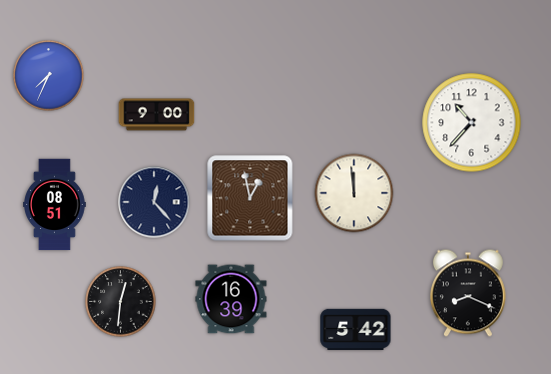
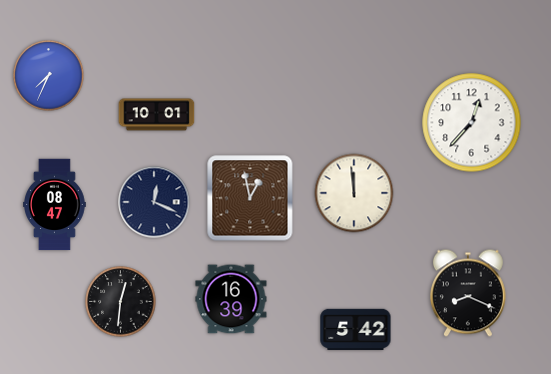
clock at (157, 115): 9:00 -> 10:01
clock at (472, 123): 10:37 -> 12:37
clock at (154, 202): 12:23 -> 12:19
clock at (55, 205): 08:51 -> 08:47
